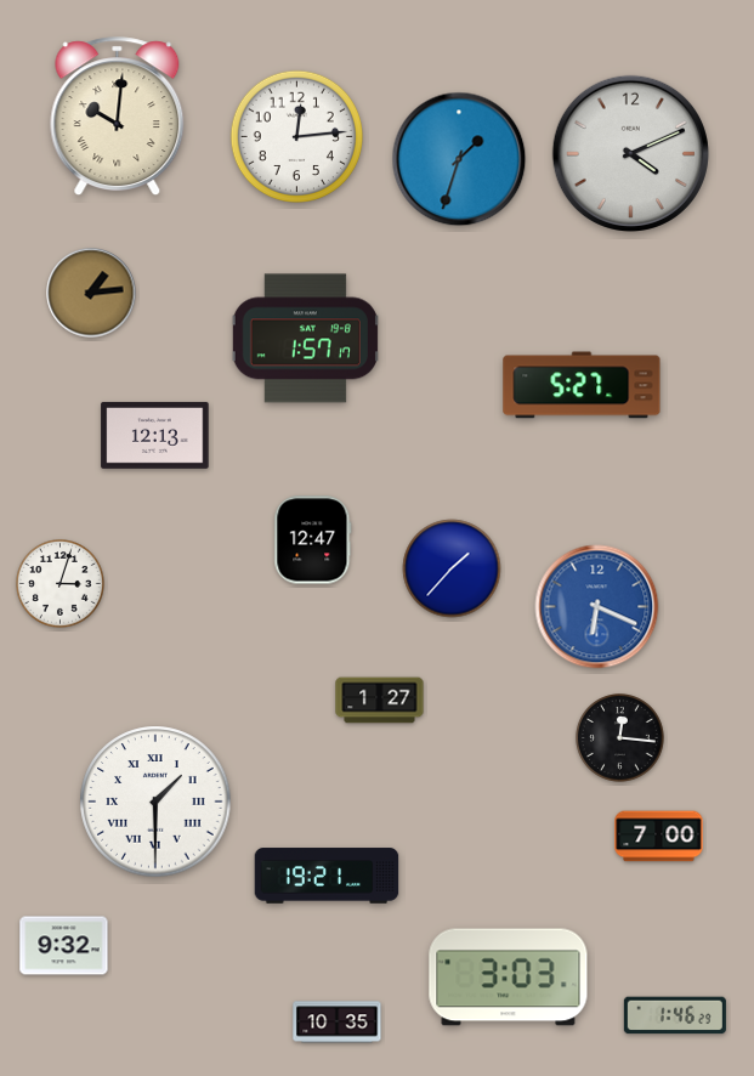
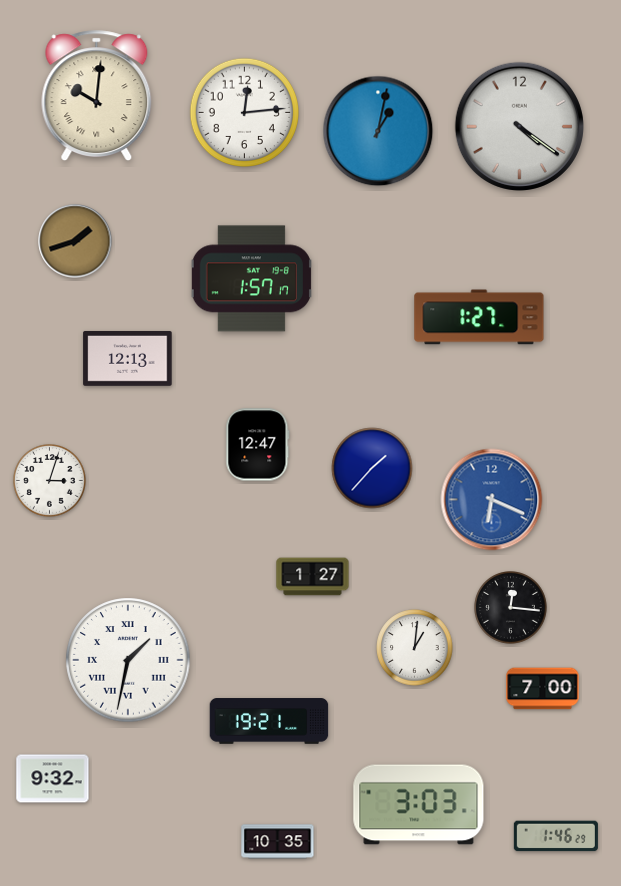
clock at (630, 153): 4:11 -> 4:21
clock at (459, 159): 1:33 -> 1:02
clock at (91, 293): 1:14 -> 1:42
clock at (582, 385): 5:27 -> 1:27
clock at (415, 648): none -> 1:01
clock at (155, 802): 1:30 -> 1:32
